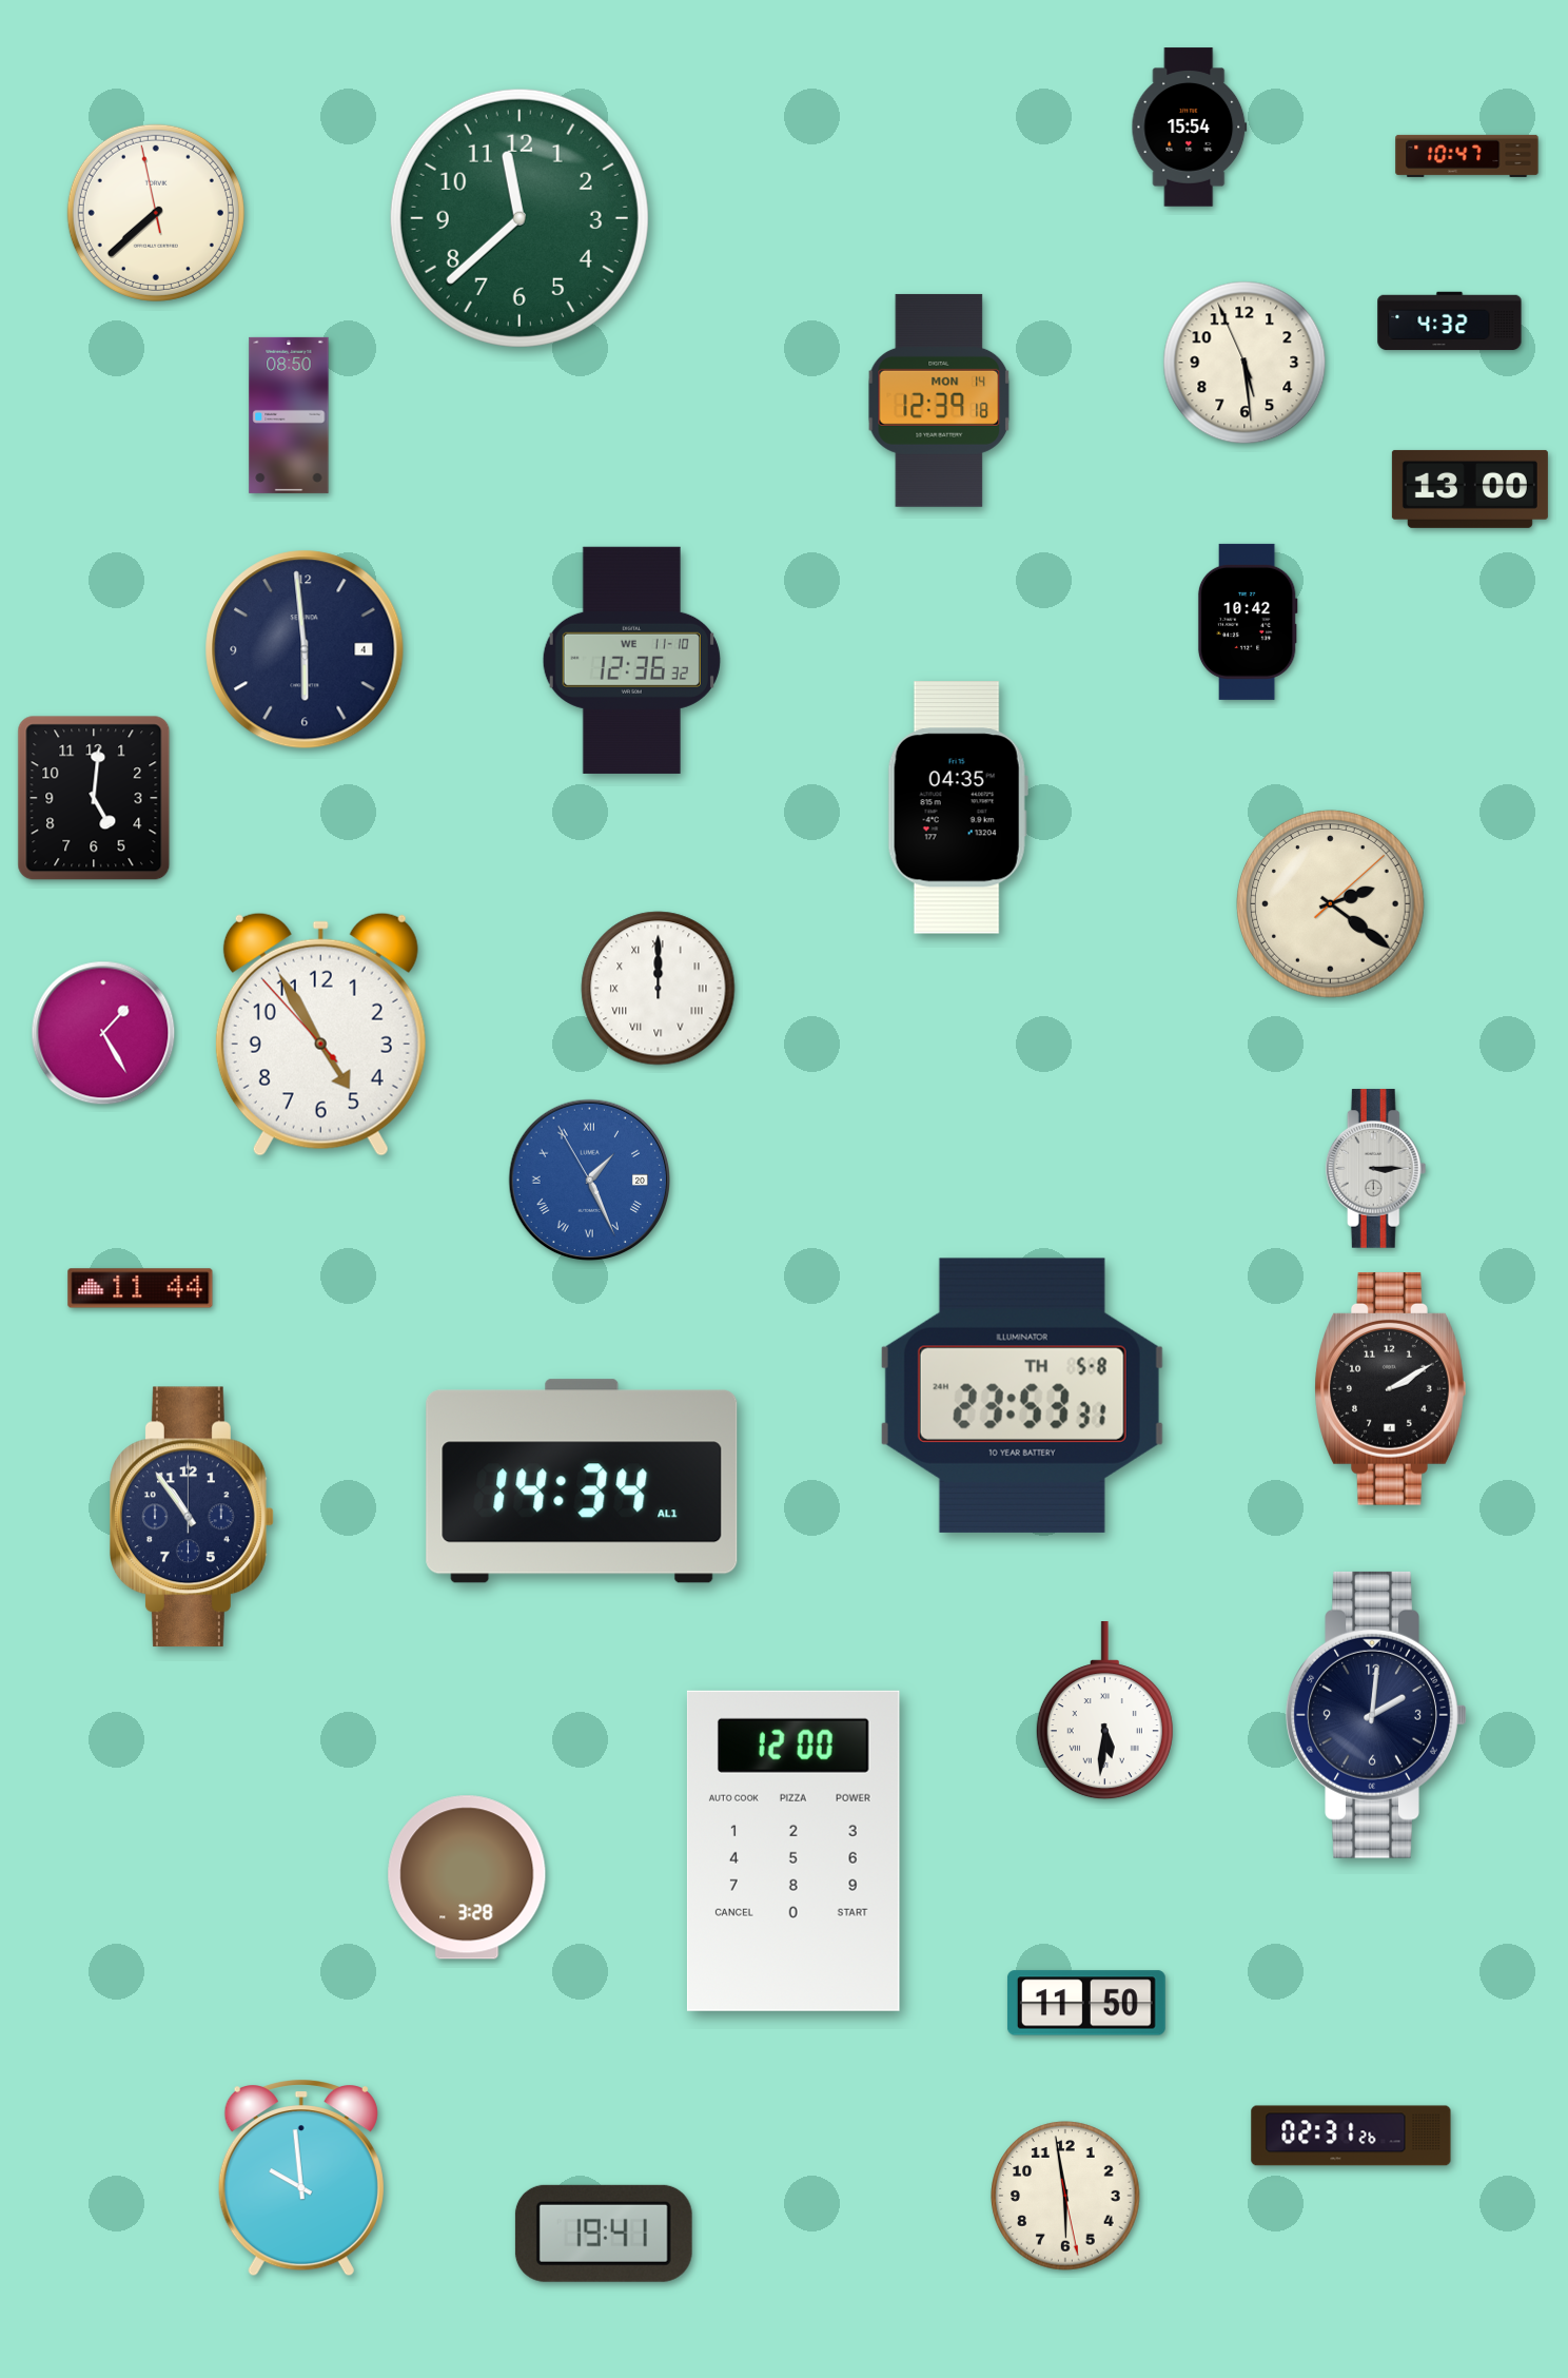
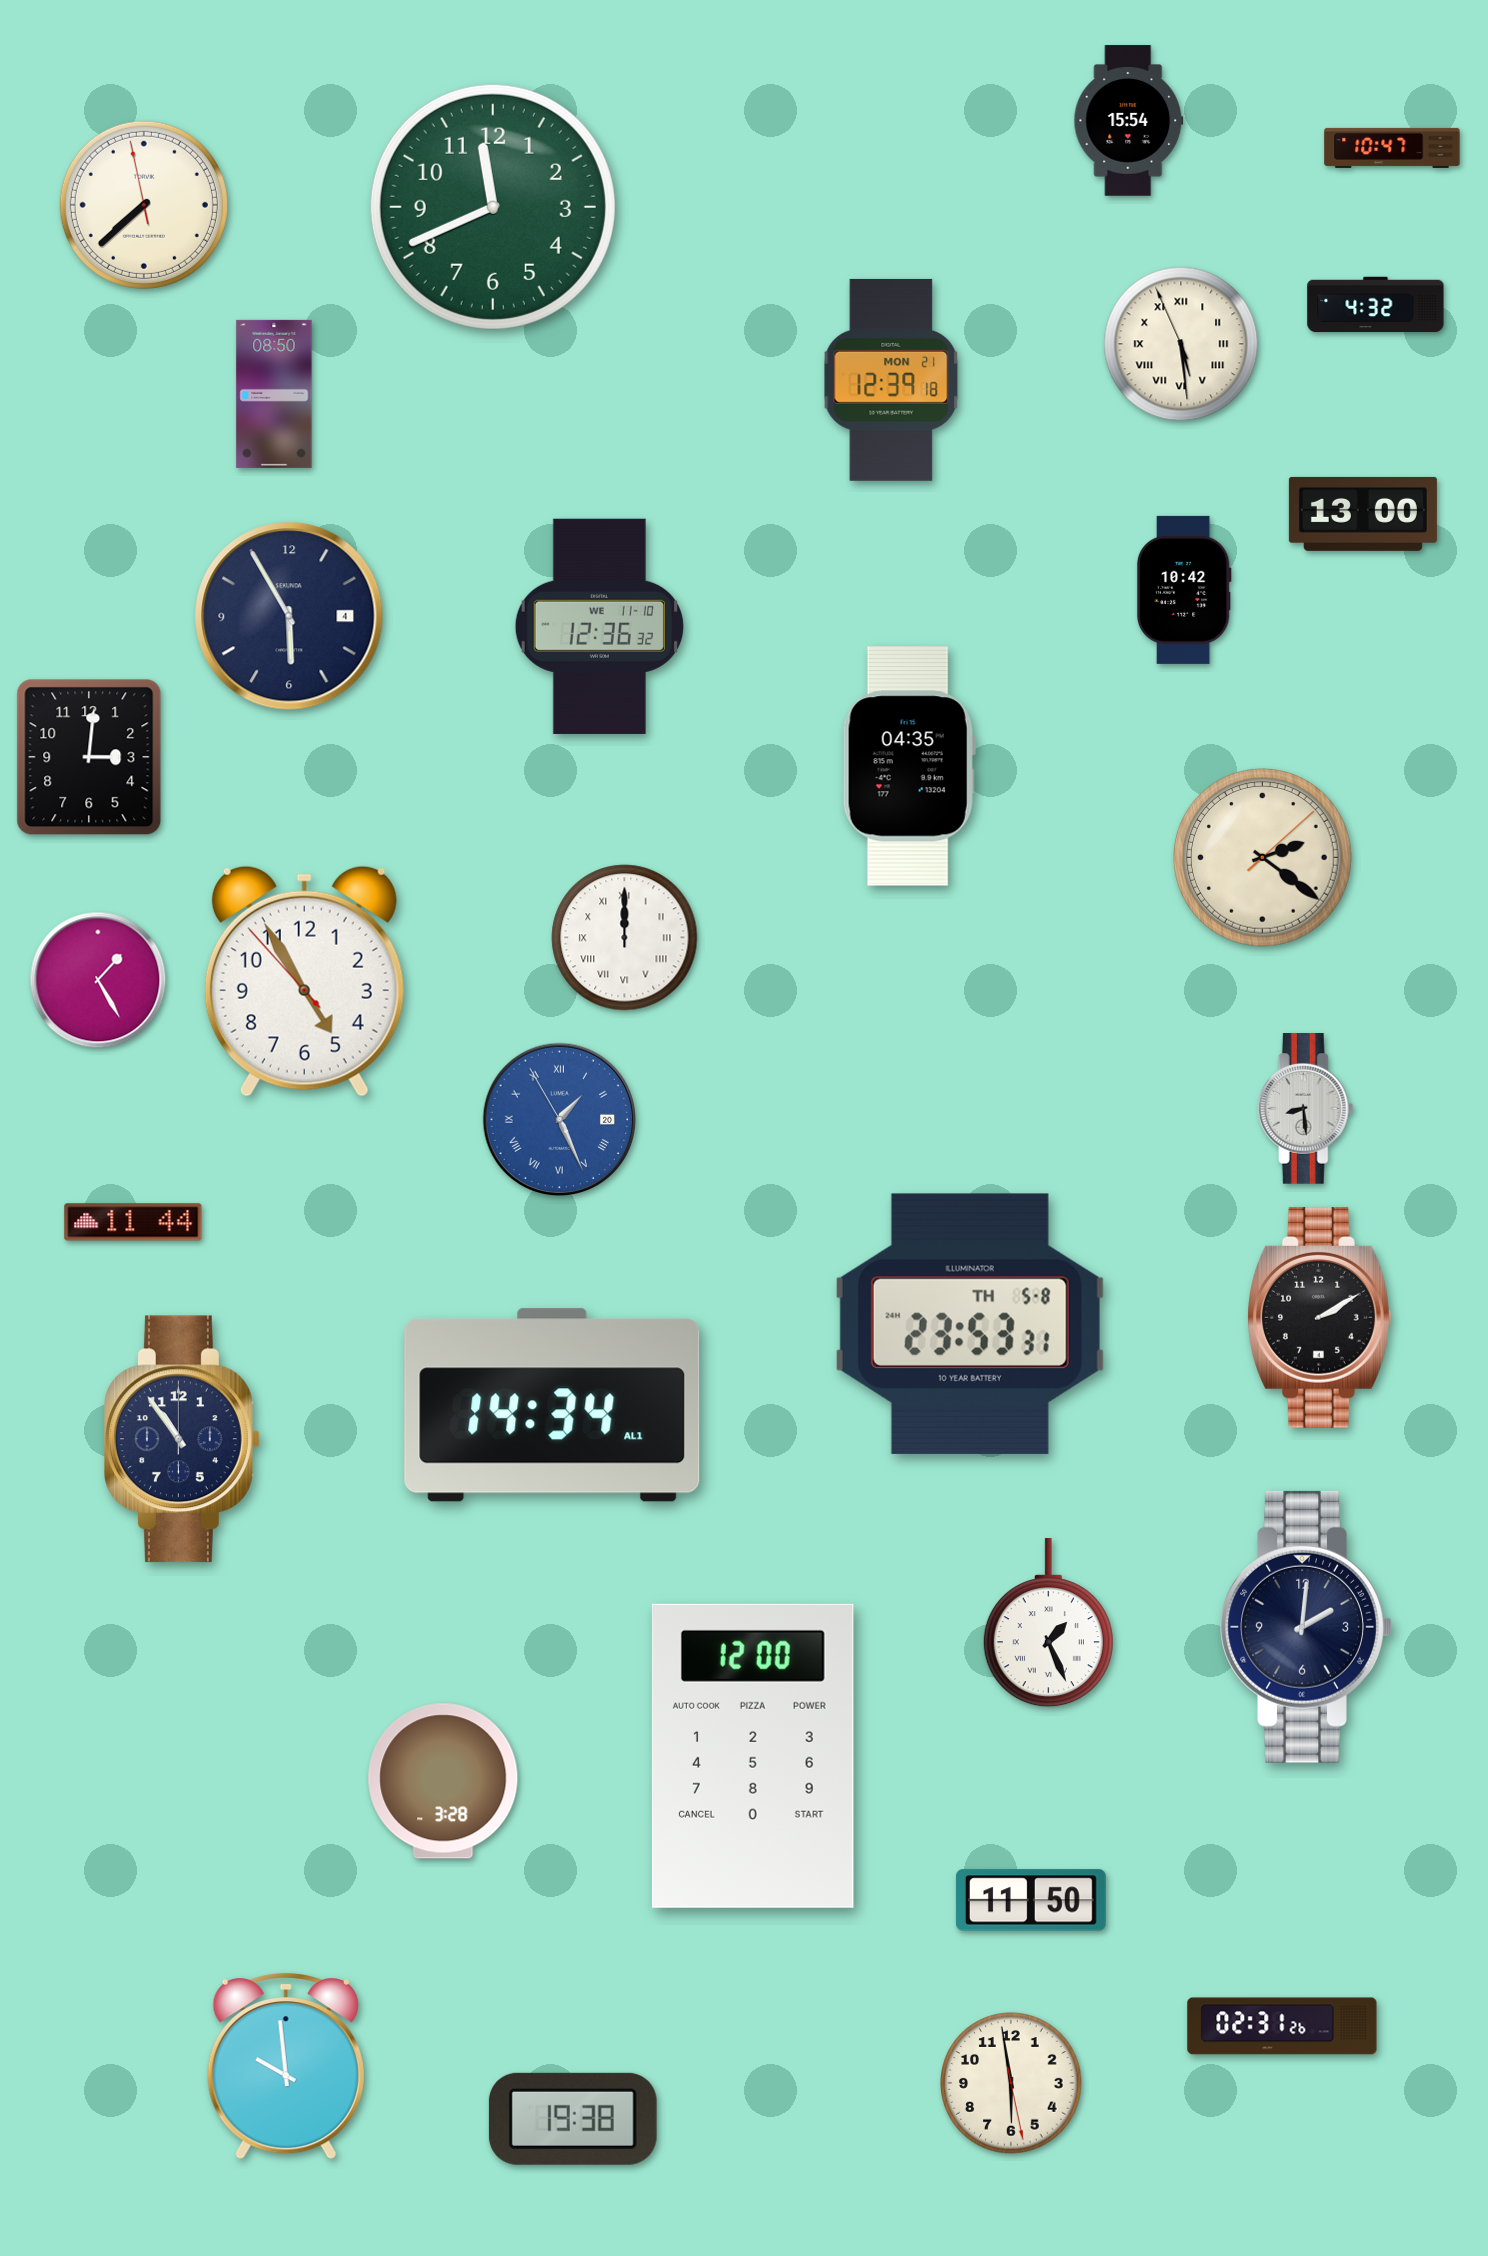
clock at (156, 213) position: (156, 213) -> (144, 205)
clock at (520, 218): 11:38 -> 11:41
clock at (1244, 363) numerals: Arabic -> Roman
clock at (939, 401) date: MON 14 -> MON 21
clock at (1470, 489) position: (1470, 489) -> (1363, 514)
clock at (305, 649): 5:59 -> 5:55
clock at (94, 798): 5:01 -> 3:01
clock at (1376, 1169): 3:15 -> 8:29
clock at (1104, 1711): 5:31 -> 1:26
clock at (604, 2234): 19:41 -> 19:38
